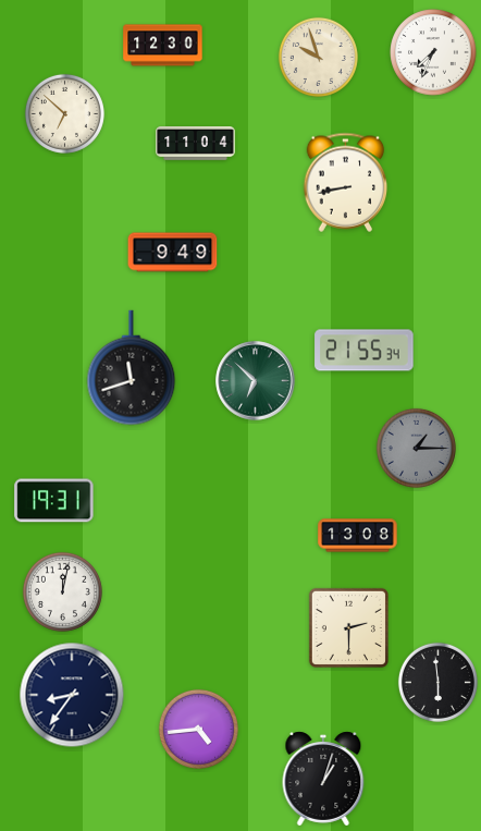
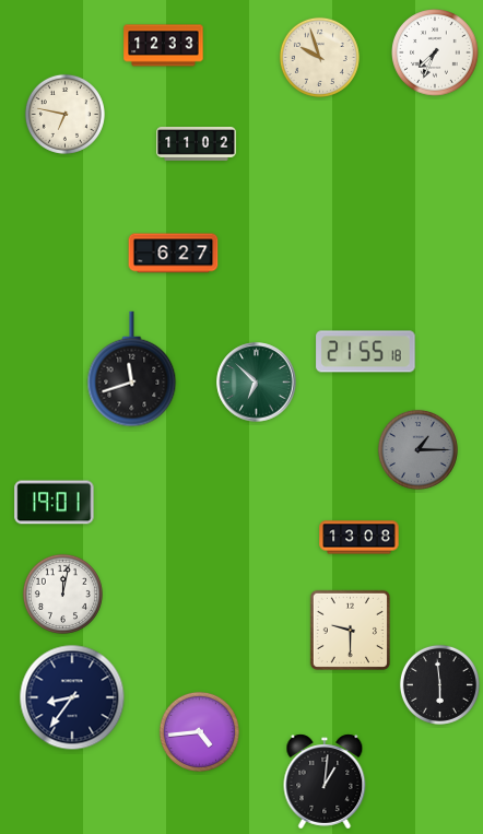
clock at (163, 46): 12:30 -> 12:33
clock at (64, 113): 6:52 -> 6:47
clock at (196, 144): 11:04 -> 11:02
clock at (346, 182): 8:43 -> none
clock at (173, 253): 9:49 -> 6:27
clock at (365, 351): 21:55:34 -> 21:55:18
clock at (54, 501): 19:31 -> 19:01
clock at (348, 627): 2:30 -> 9:30
clock at (323, 779): 1:03 -> 1:01
